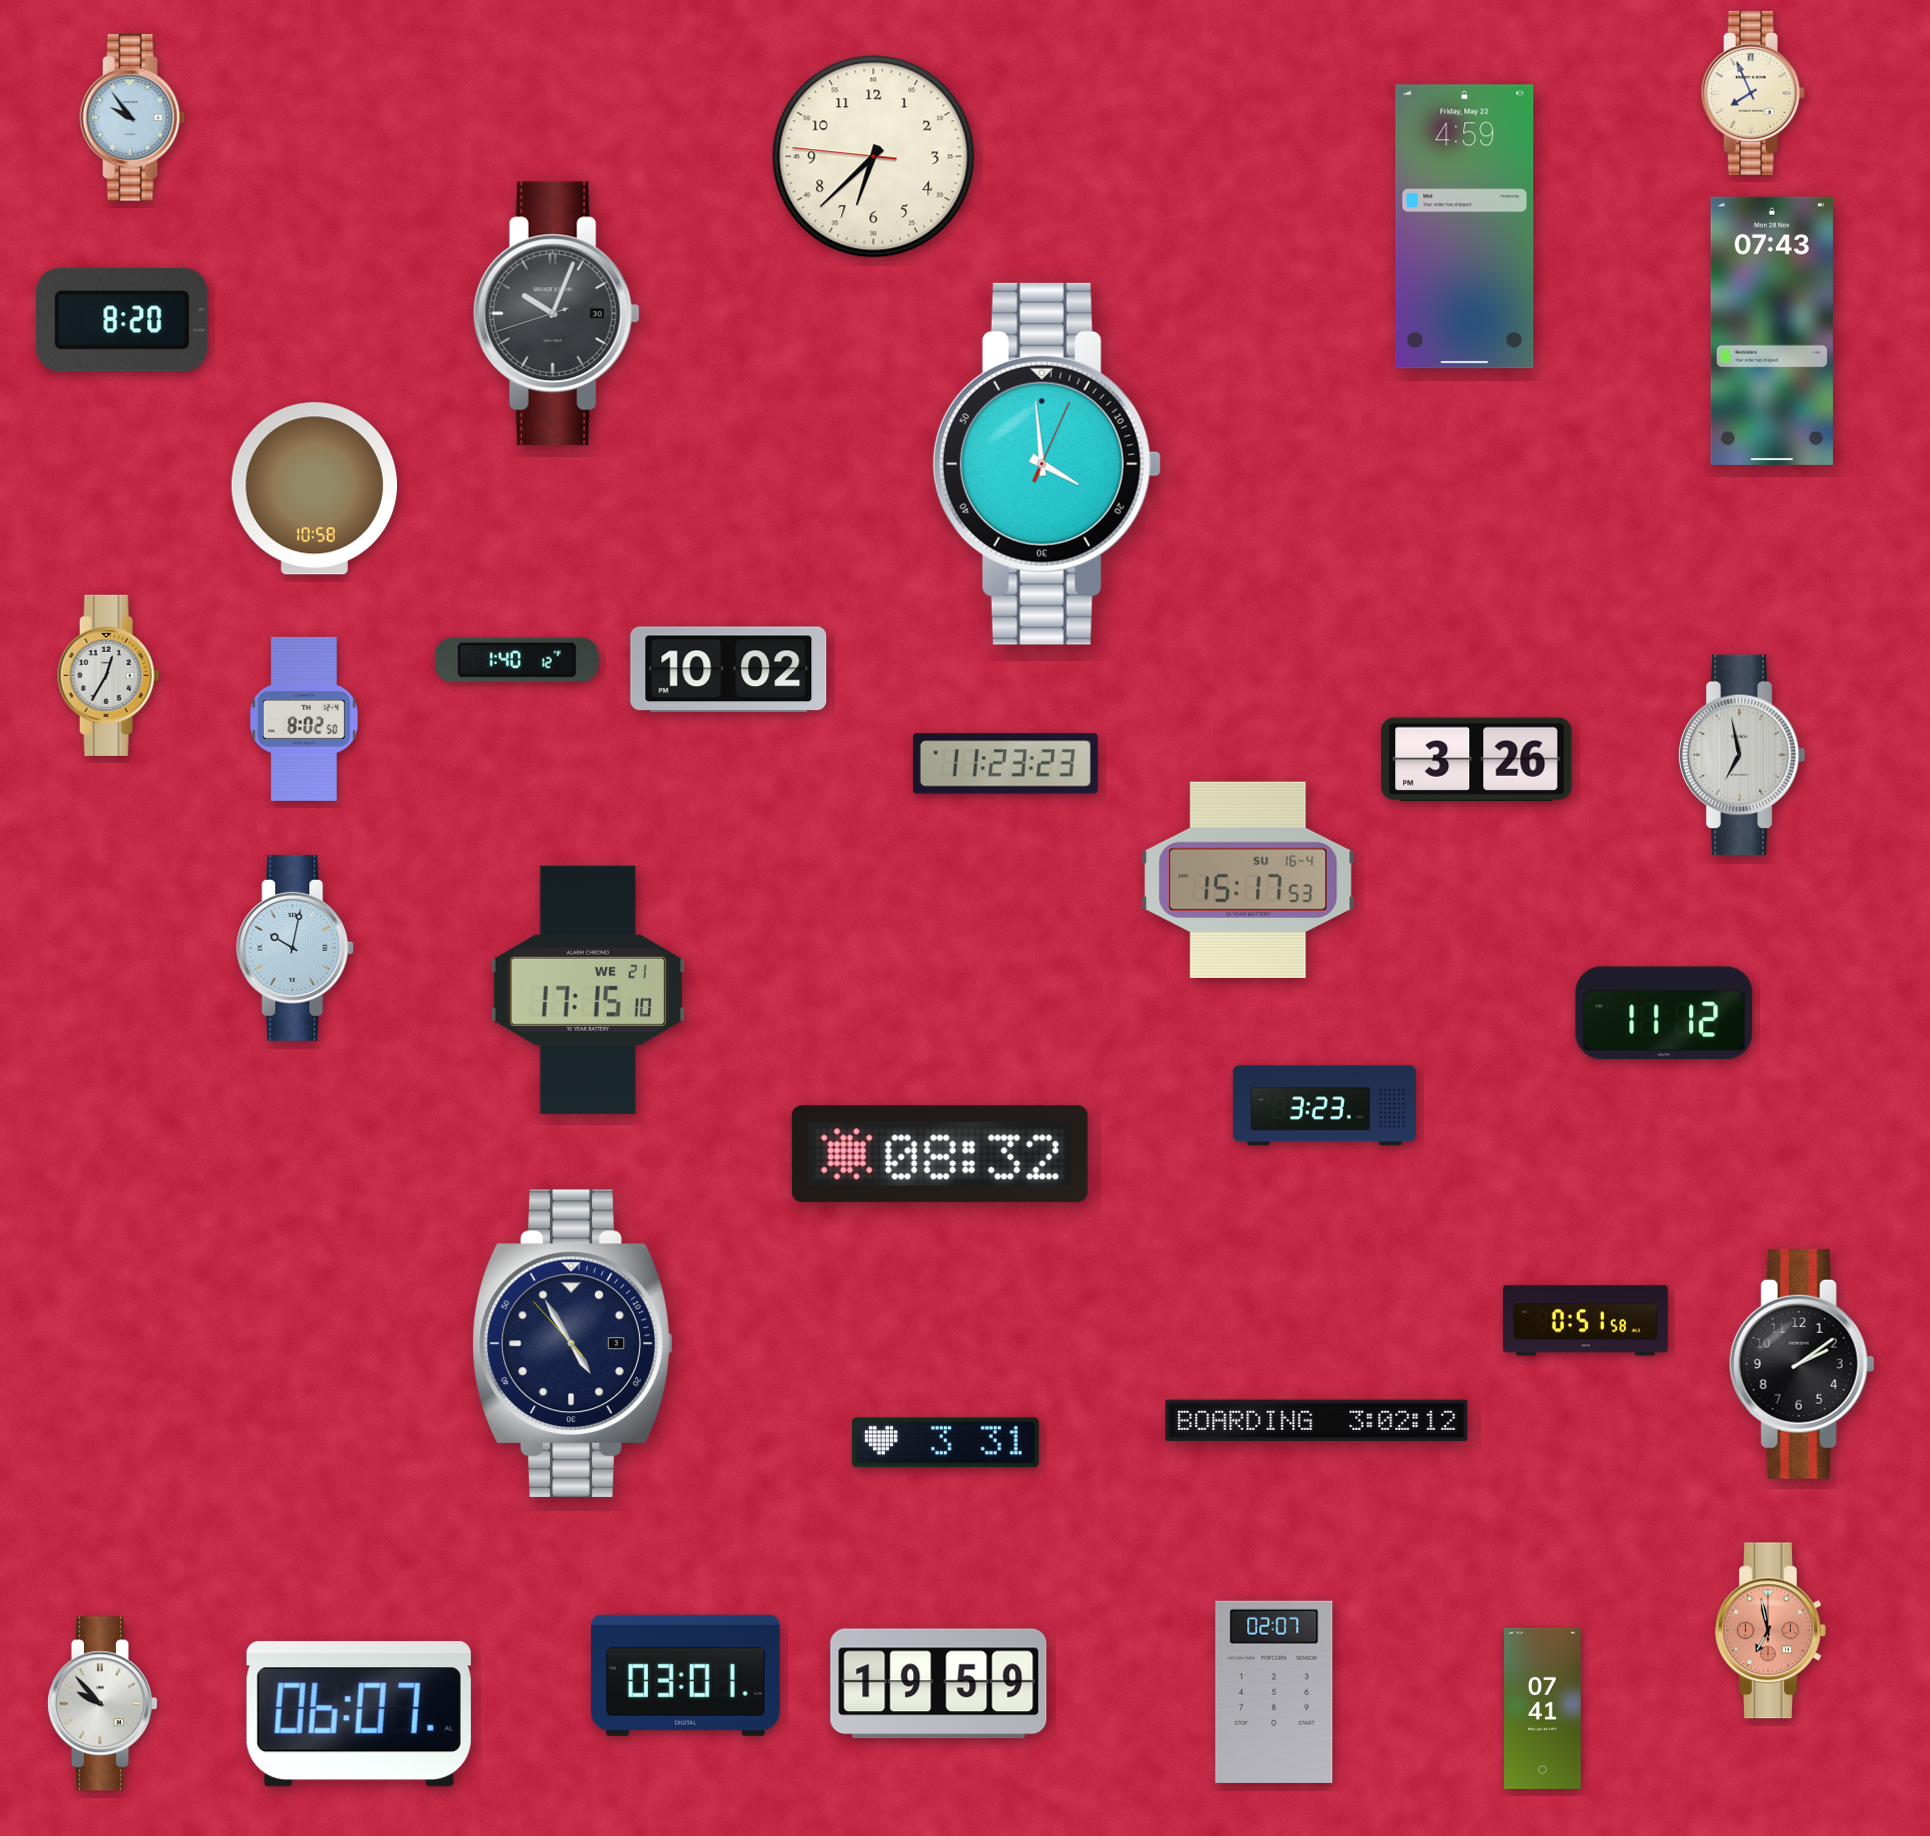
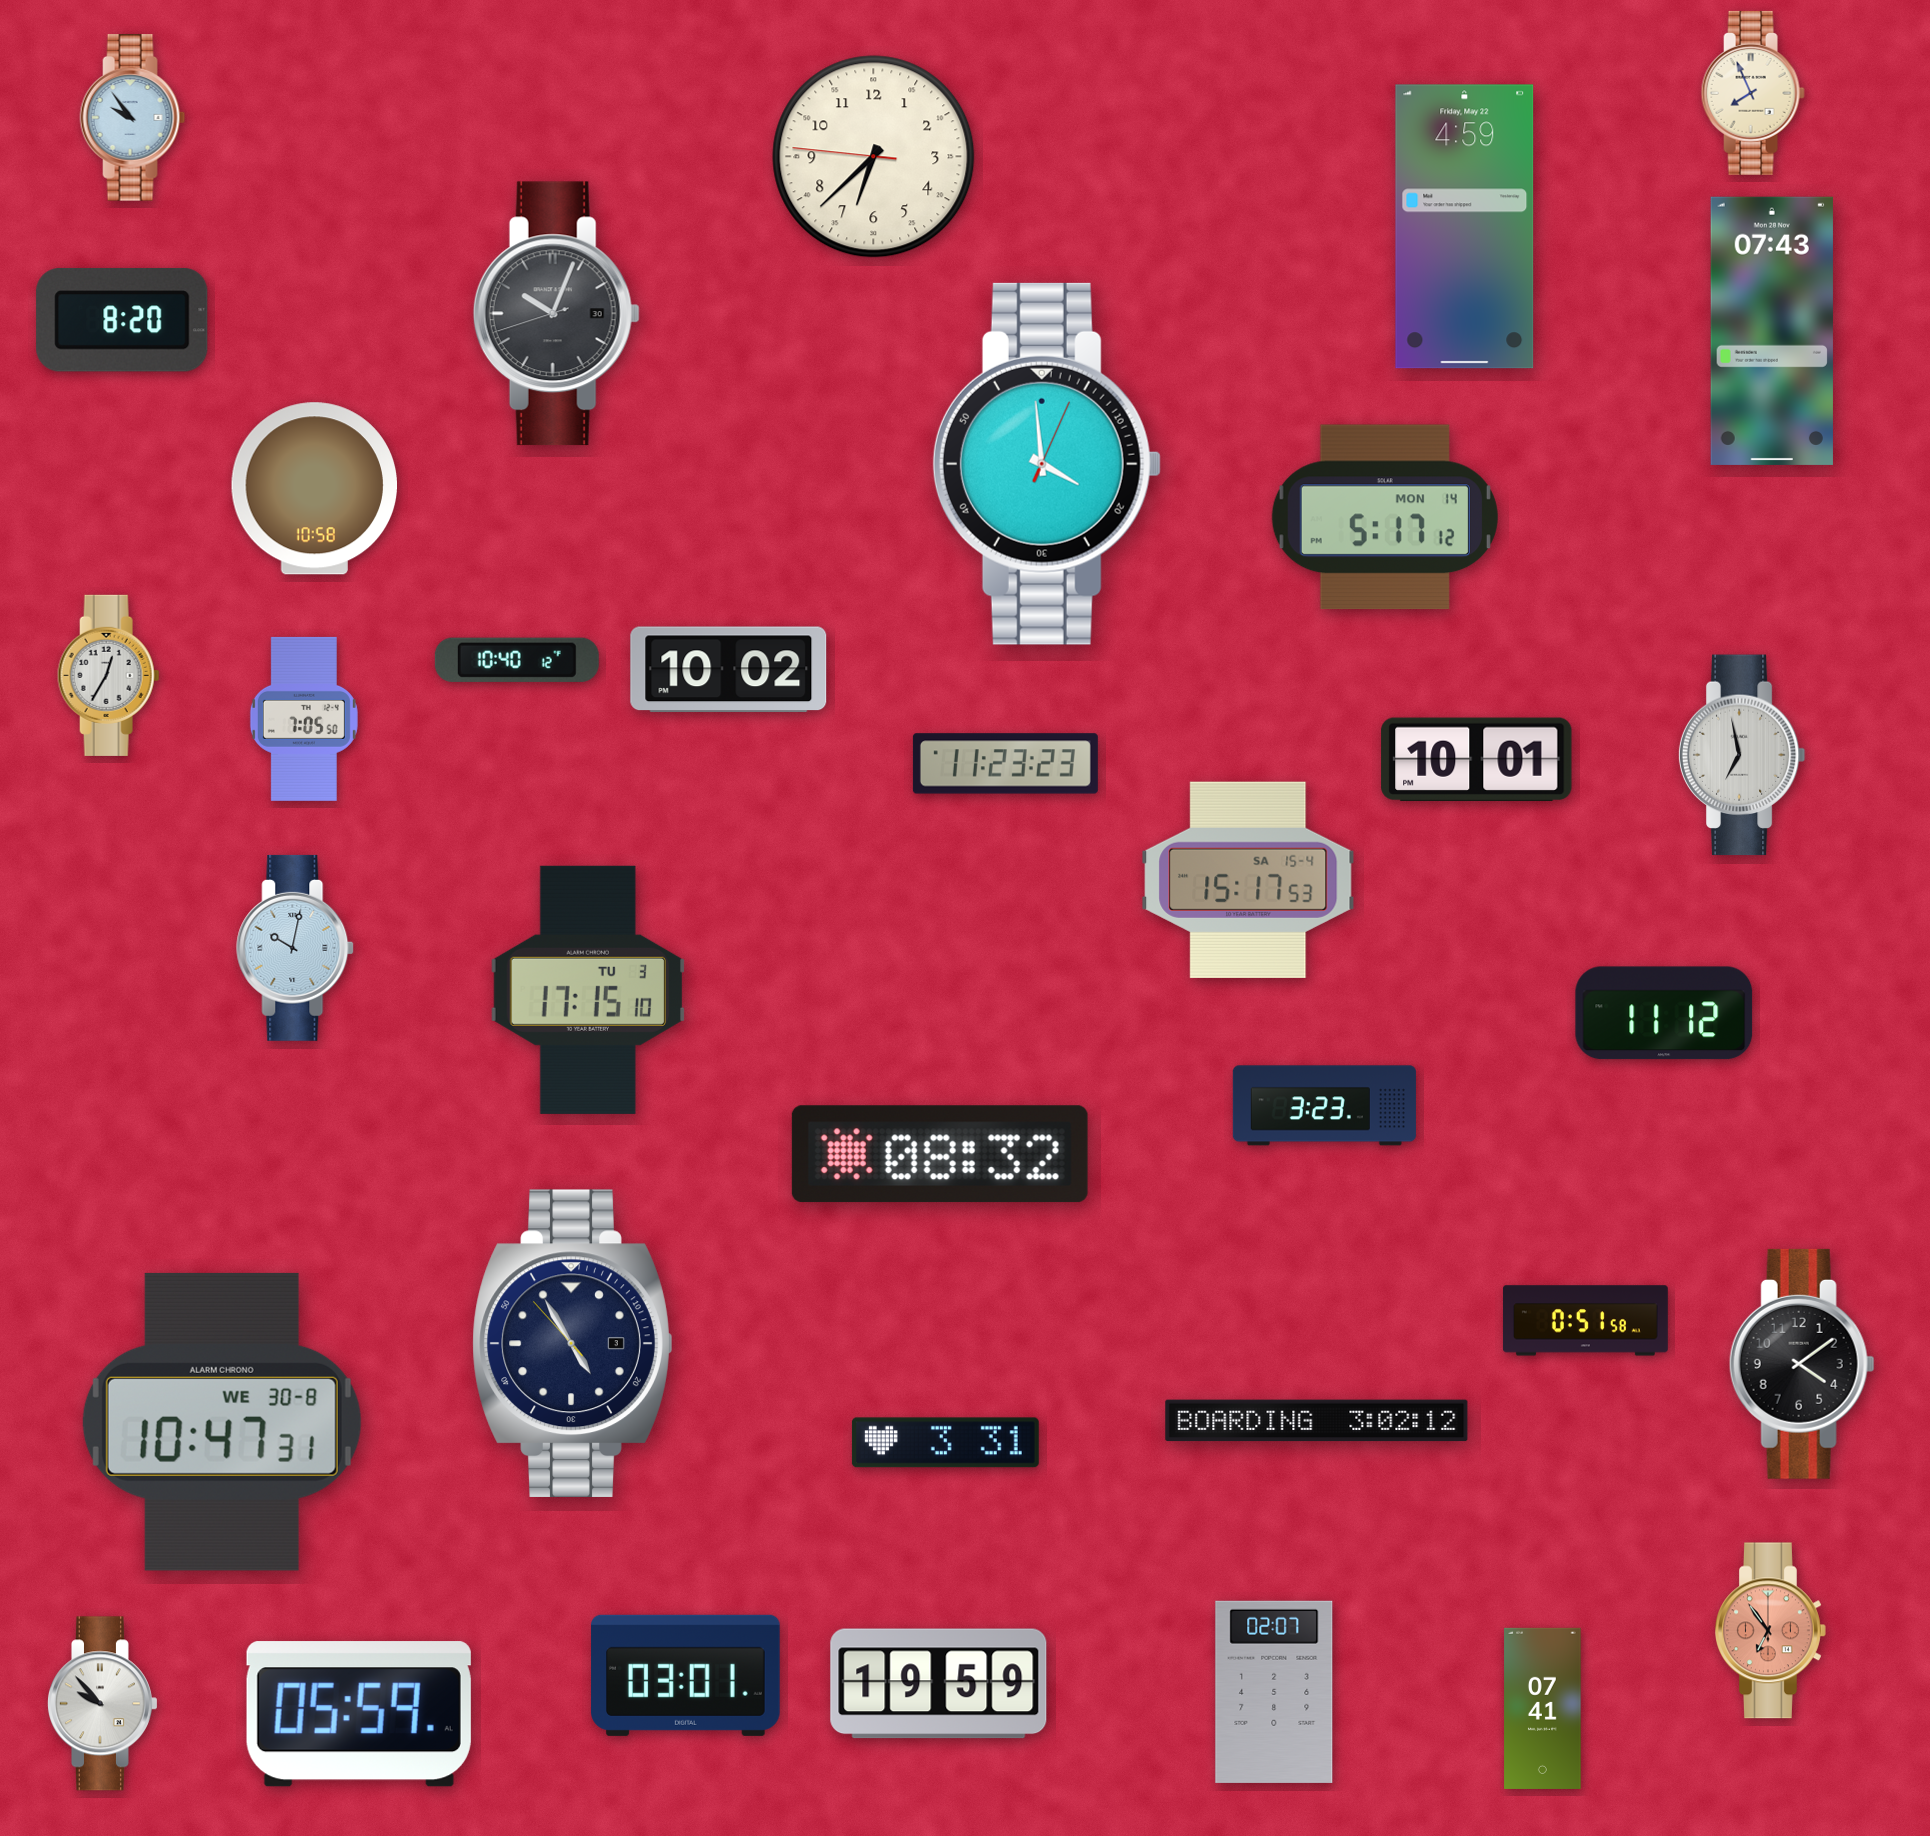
clock at (1385, 517): none -> 5:17
clock at (517, 660): 1:40 -> 10:40
clock at (304, 719): 8:02 -> 7:05
clock at (1477, 759): 3:26 -> 10:01
clock at (1248, 880) date: SU 16-4 -> SA 15-4
clock at (587, 990) date: WE 21 -> TU 3
clock at (1802, 1364): 2:09 -> 4:09
clock at (222, 1422): none -> 10:47
clock at (1771, 1631): 6:58 -> 6:54
clock at (359, 1714): 06:07 -> 05:59
